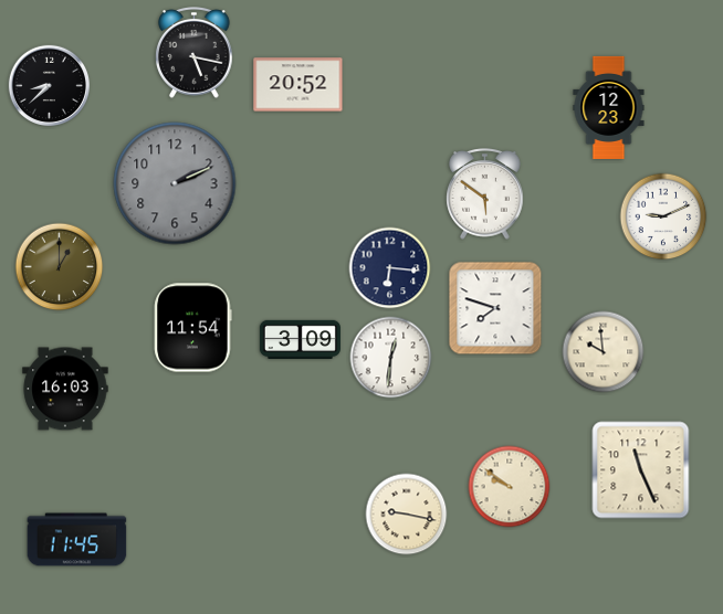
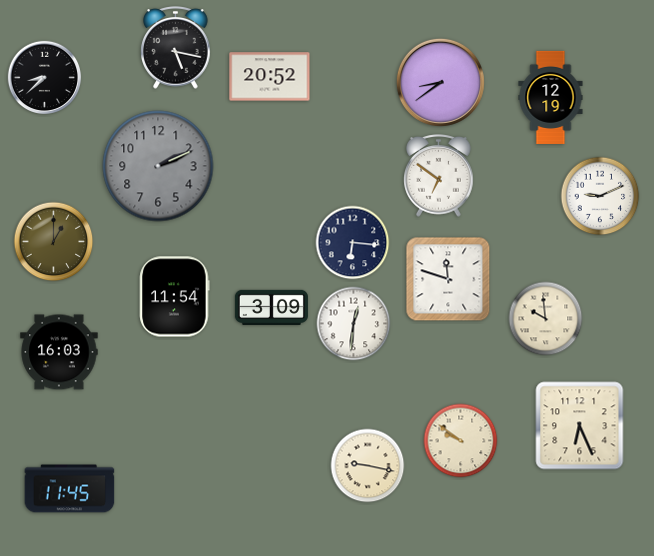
clock at (440, 82): none -> 8:39
clock at (609, 107): 12:23 -> 12:19
clock at (485, 194): 5:51 -> 6:51
clock at (495, 308): 7:48 -> 11:48
clock at (641, 470): 11:26 -> 6:26
